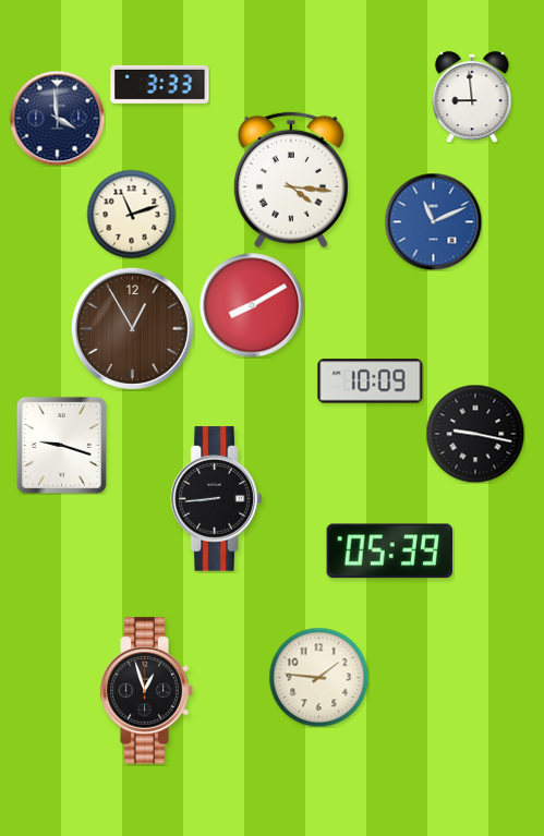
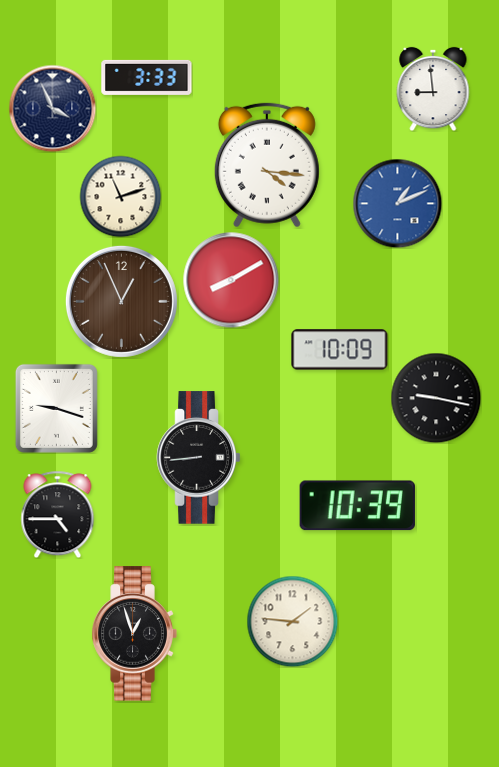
clock at (57, 118): 3:59 -> 3:56
clock at (433, 221): 11:11 -> 1:11
clock at (132, 328): 12:55 -> 12:56
clock at (389, 552): 05:39 -> 10:39
clock at (58, 514): none -> 4:45
